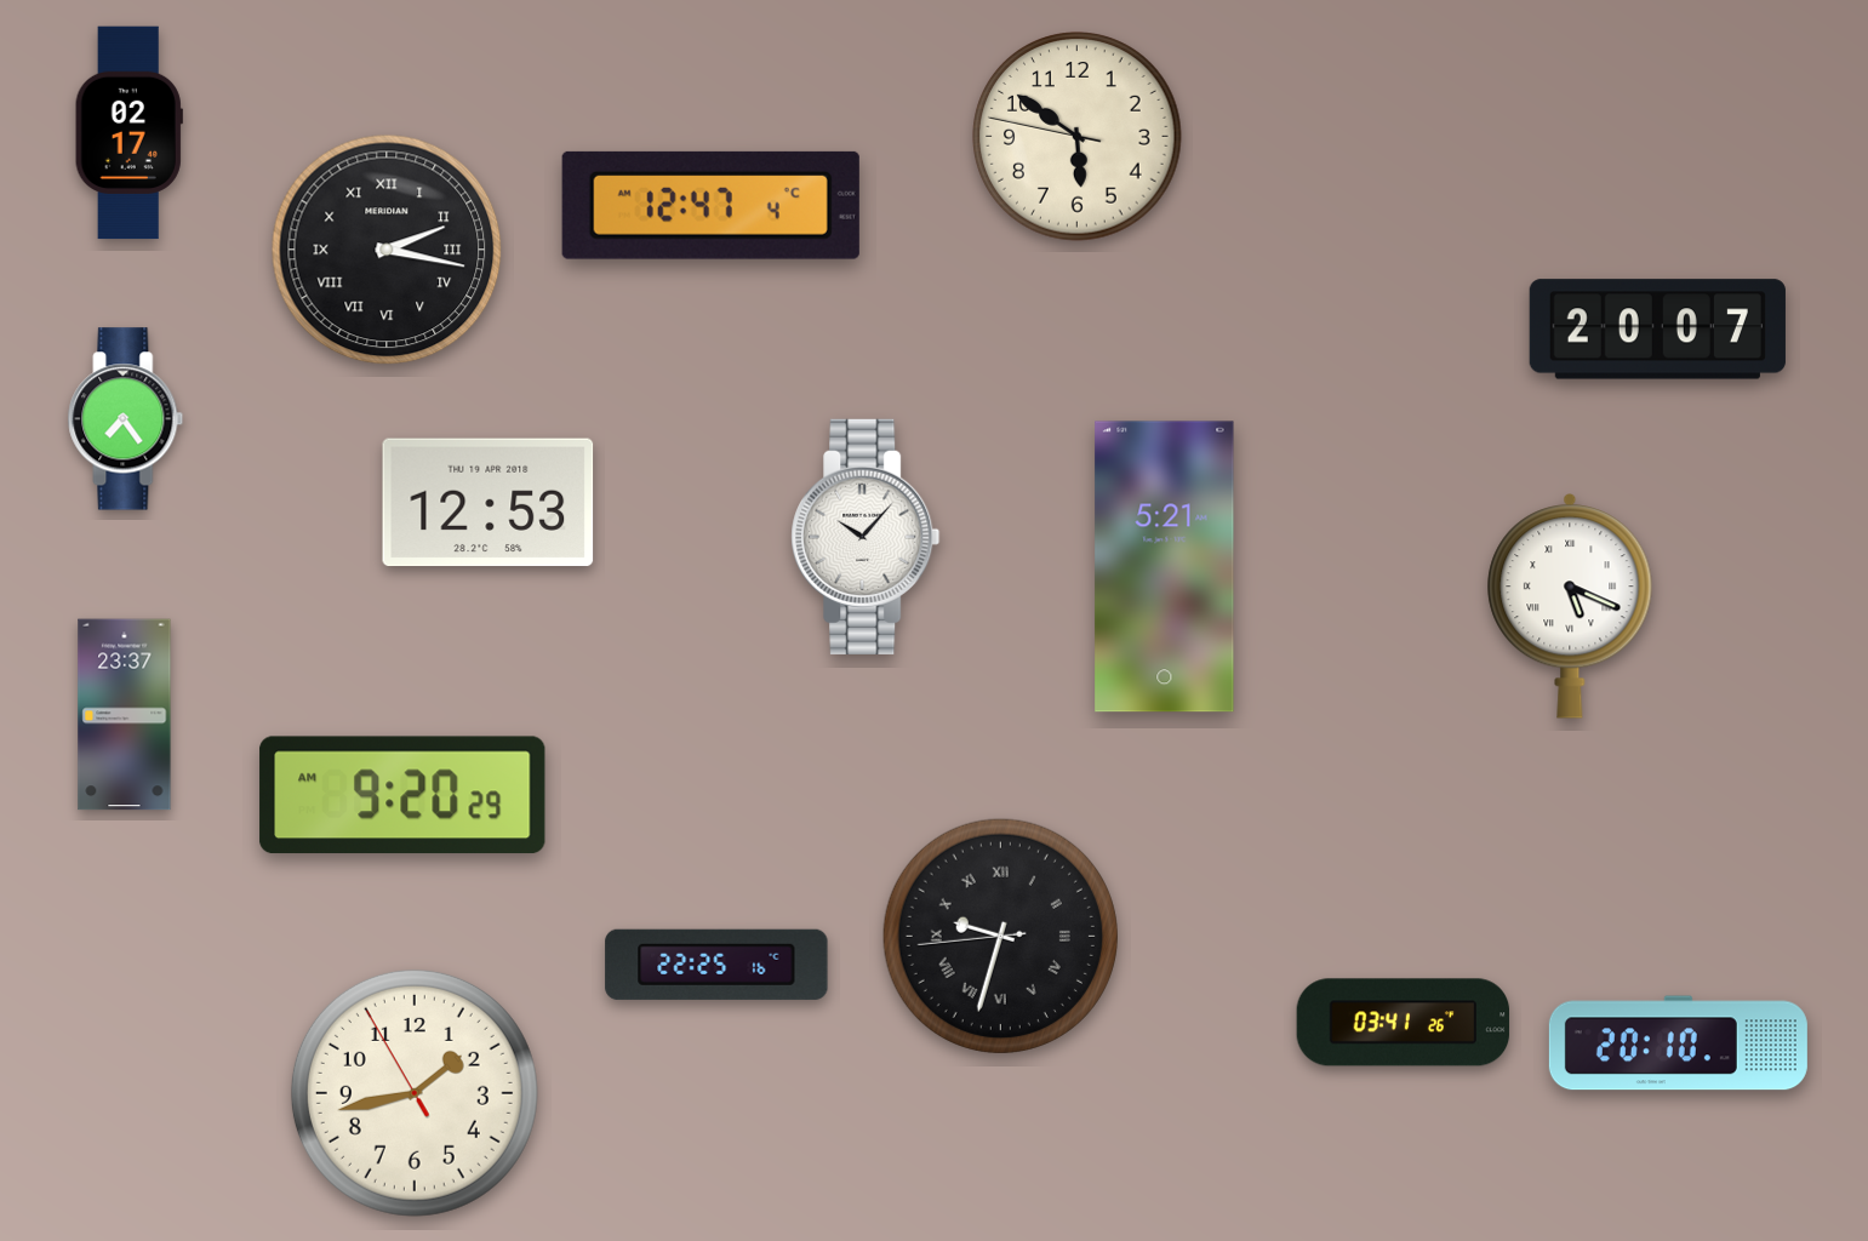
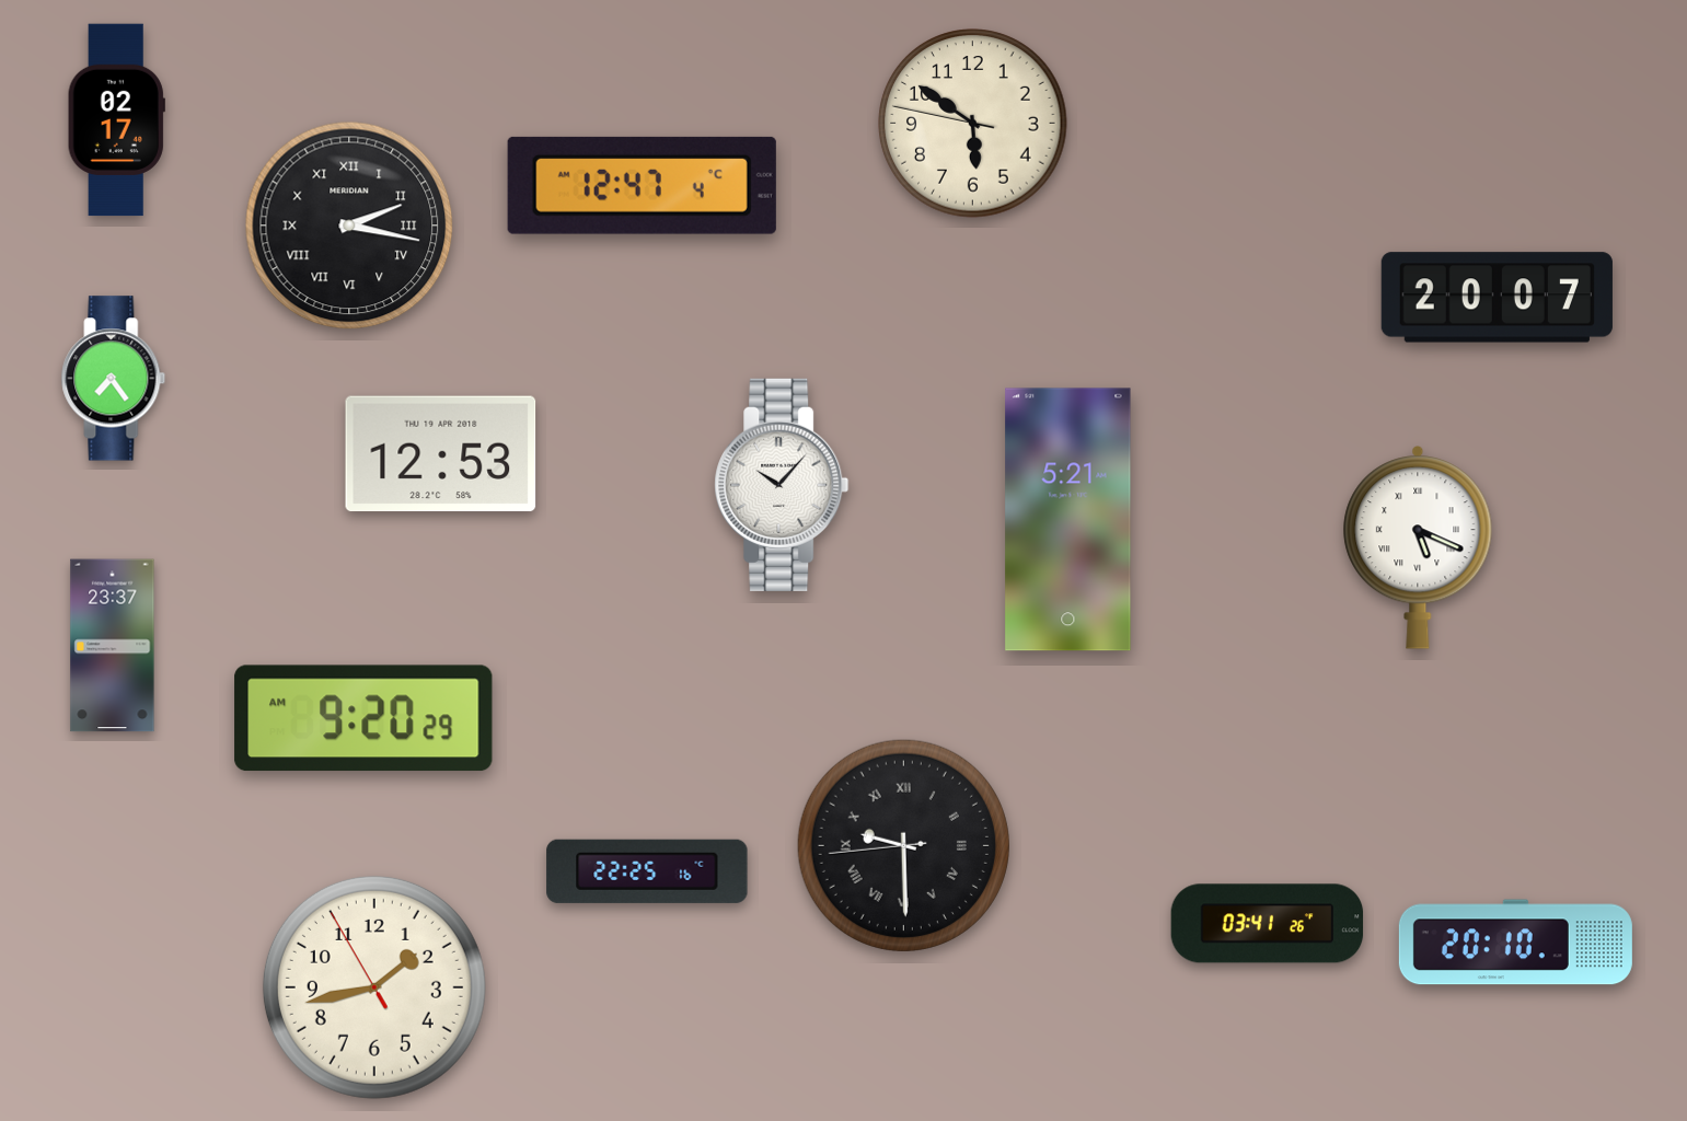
clock at (1165, 567) position: (1165, 567) -> (1068, 520)
clock at (1000, 936): 9:32 -> 9:29
